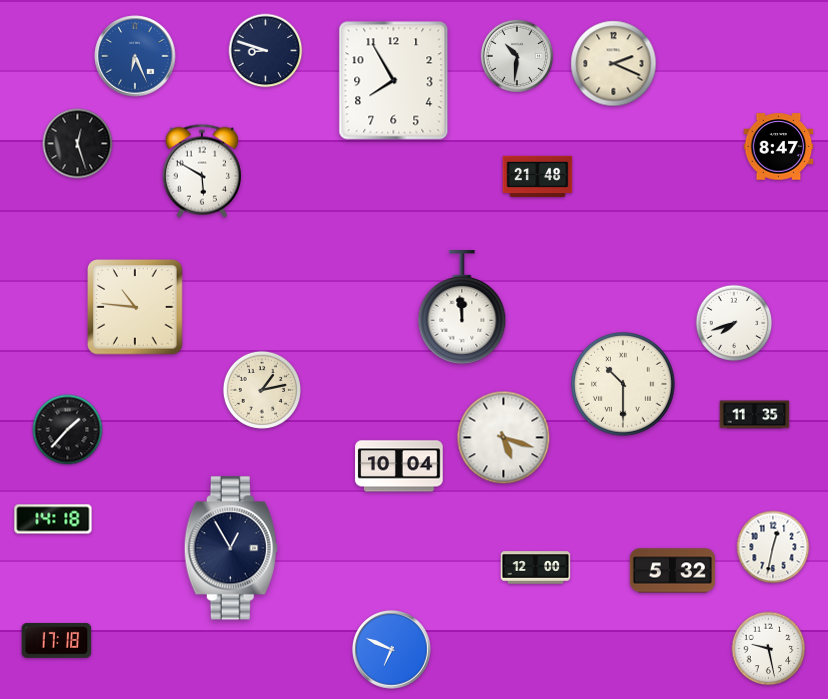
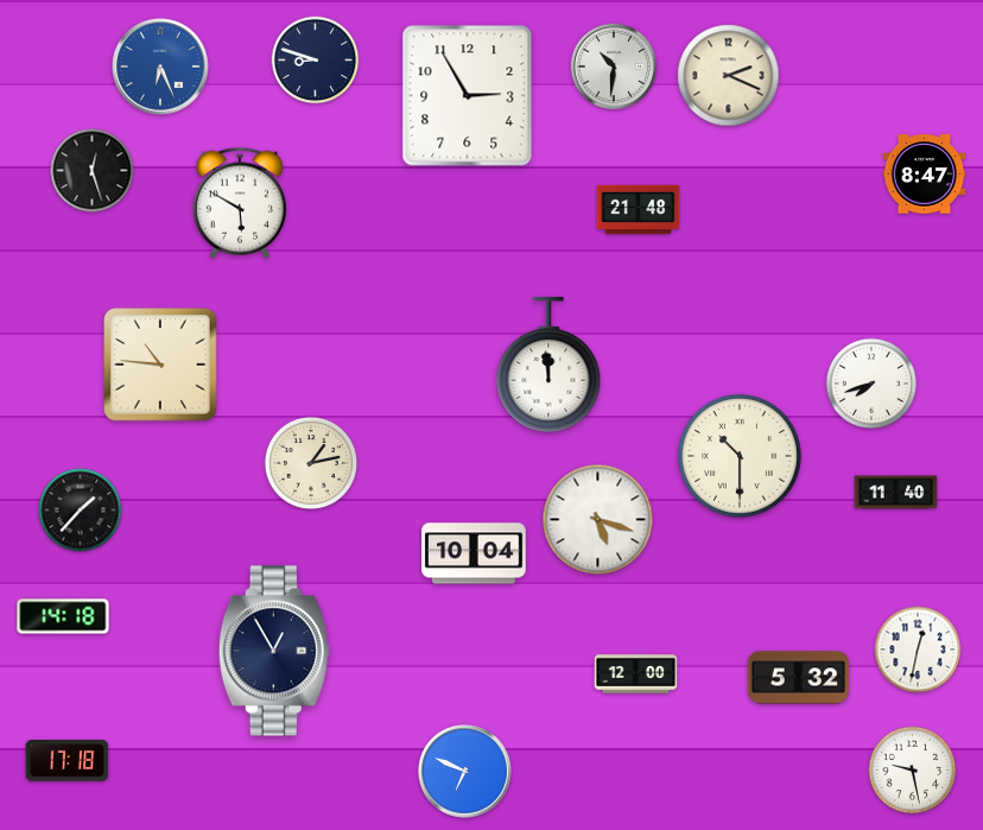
clock at (394, 81): 7:55 -> 2:55
clock at (755, 415): 11:35 -> 11:40
